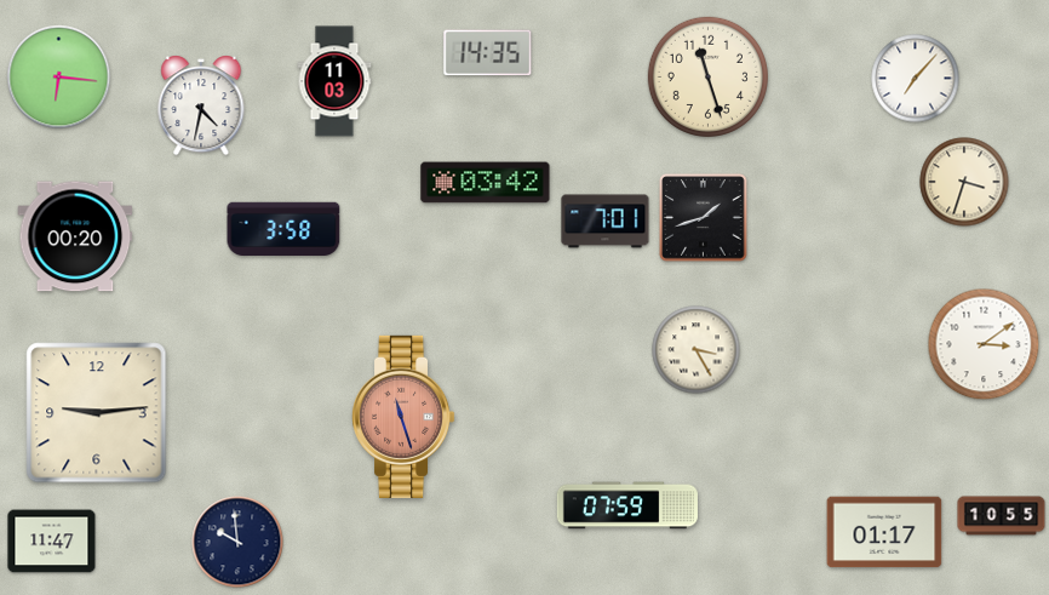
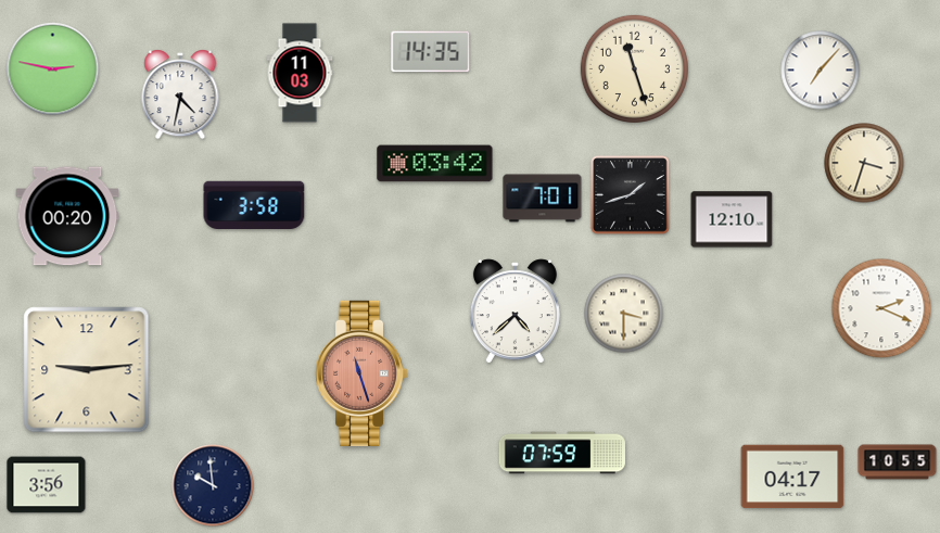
clock at (488, 53) position: (488, 53) -> (431, 52)
clock at (59, 78): 6:16 -> 2:47
clock at (75, 236) position: (75, 236) -> (67, 216)
clock at (732, 219): none -> 12:10
clock at (984, 344): 3:09 -> 2:19
clock at (515, 312): none -> 4:38
clock at (697, 350): 3:25 -> 3:30
clock at (884, 532): 01:17 -> 04:17
clock at (52, 542): 11:47 -> 3:56
